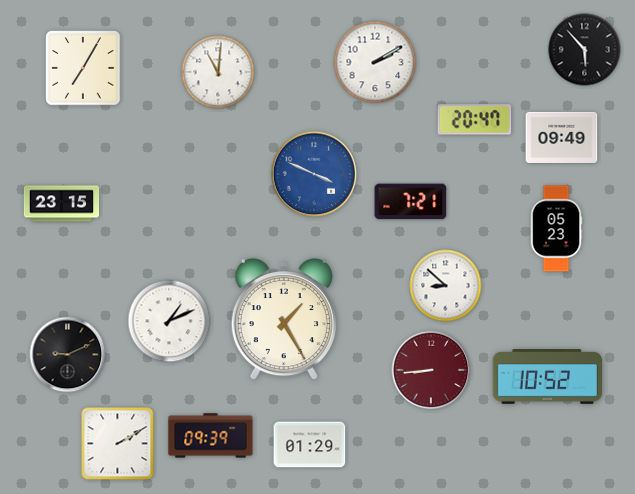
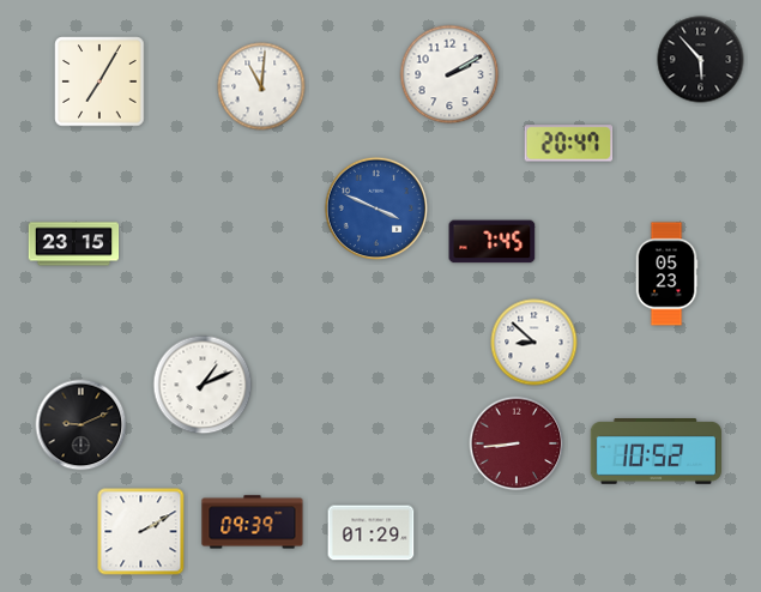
clock at (562, 137): 09:49 -> none
clock at (411, 202): 7:21 -> 7:45
clock at (284, 319): 1:25 -> none
